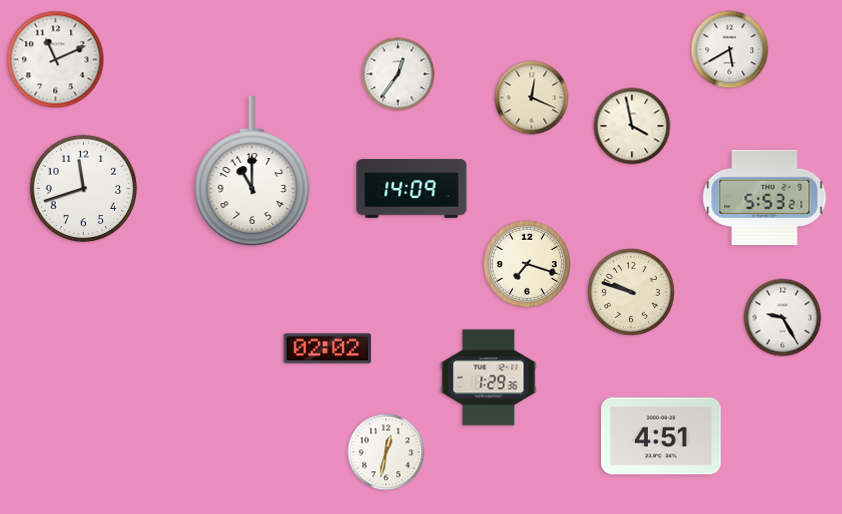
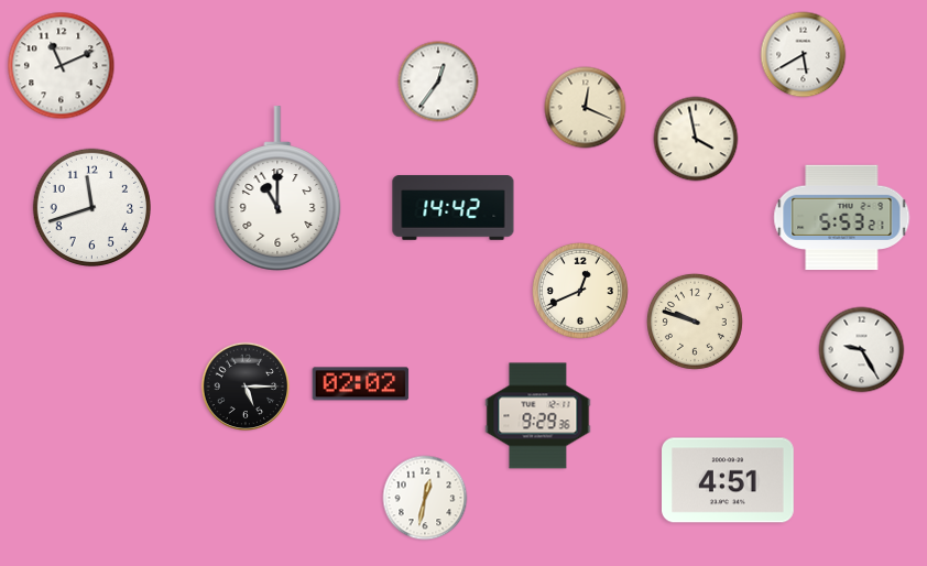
clock at (412, 189): 14:09 -> 14:42
clock at (527, 264): 7:18 -> 12:41
clock at (246, 387): none -> 5:15
clock at (489, 378): 1:29 -> 9:29
